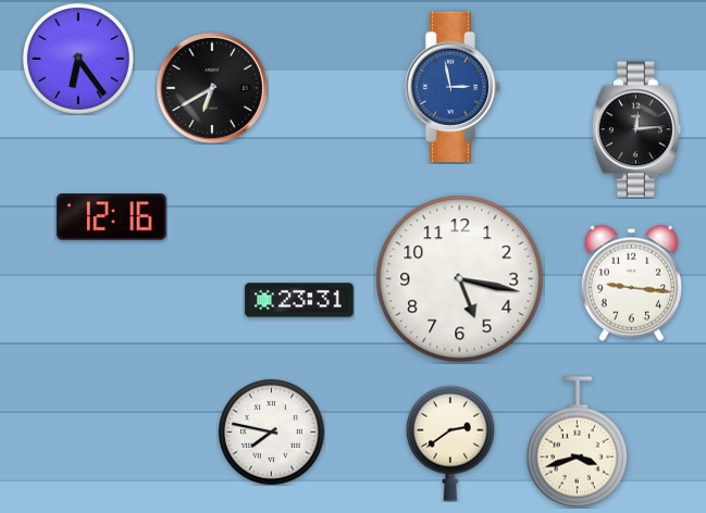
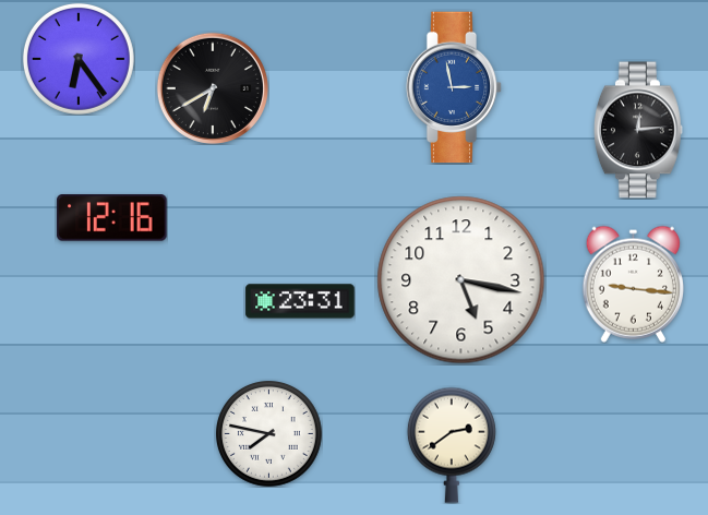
clock at (272, 433) position: (272, 433) -> (269, 434)
clock at (578, 442): 3:42 -> none
